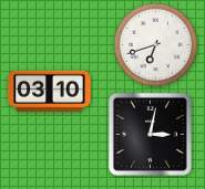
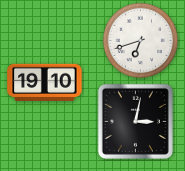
clock at (50, 91): 03:10 -> 19:10
